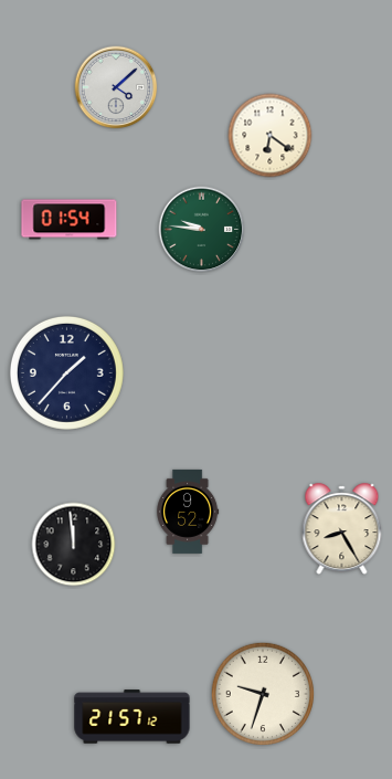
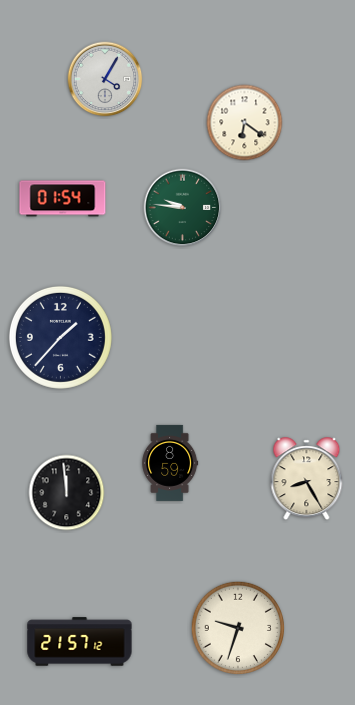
clock at (116, 87): 4:08 -> 4:05
clock at (188, 512): 9:52 -> 8:59
clock at (342, 529) position: (342, 529) -> (307, 479)
clock at (133, 717) position: (133, 717) -> (80, 642)
